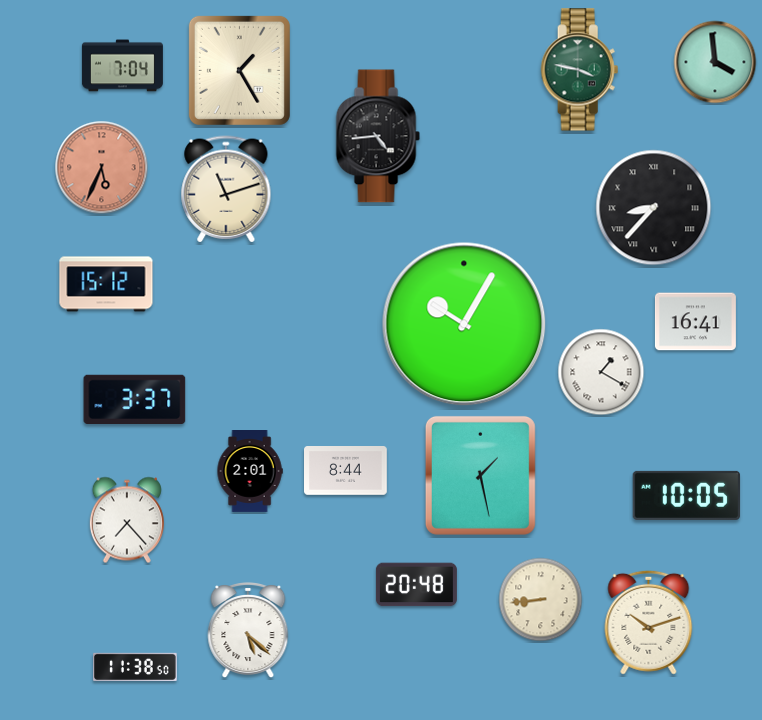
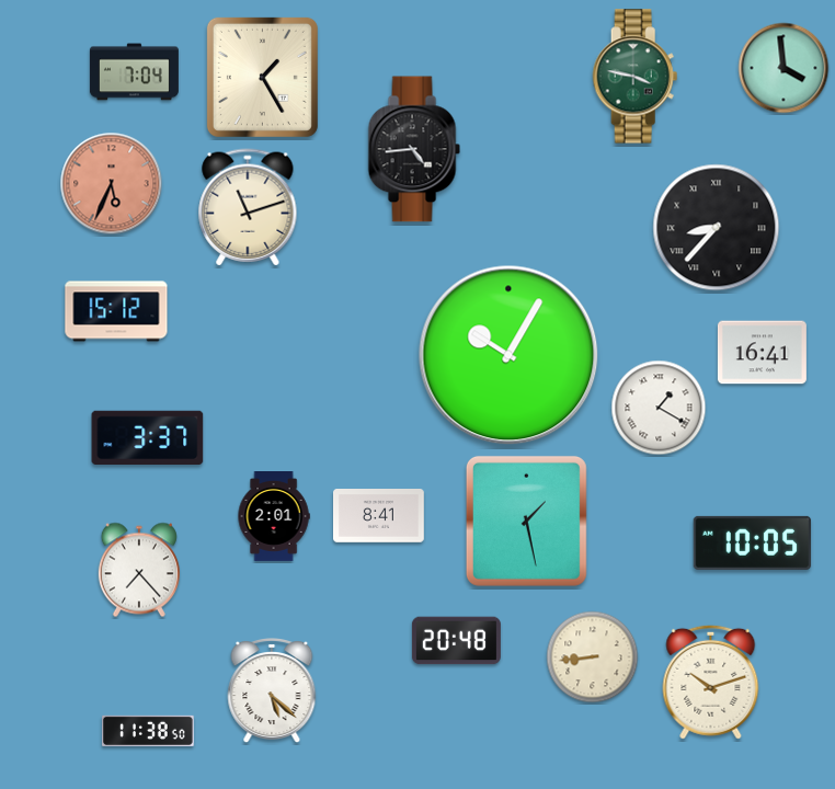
clock at (346, 471): 8:44 -> 8:41
